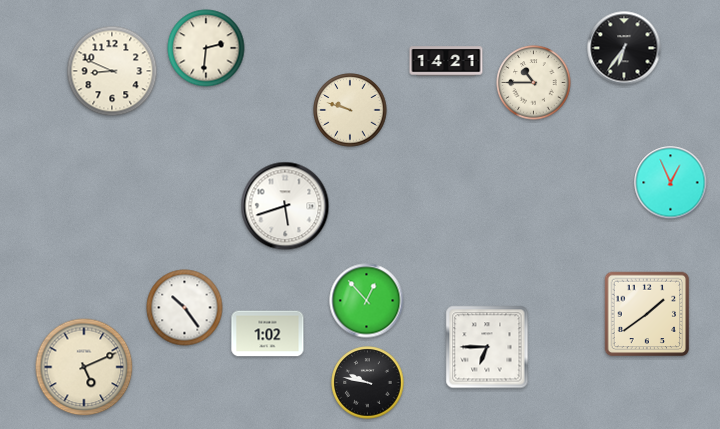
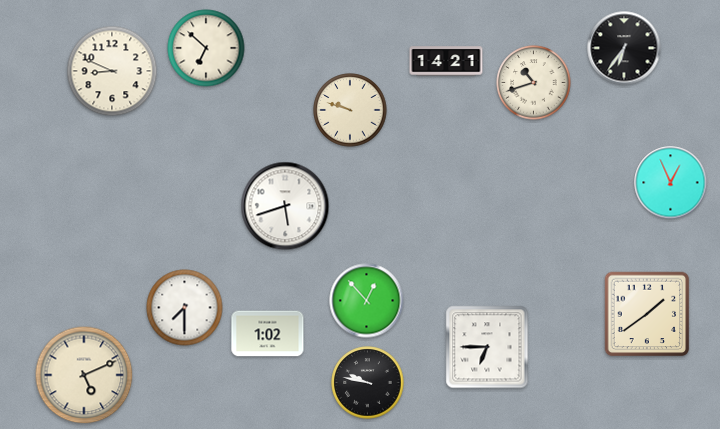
clock at (206, 48): 2:31 -> 6:52
clock at (534, 83): 10:45 -> 10:42
clock at (185, 308): 10:24 -> 7:30
clock at (84, 367) position: (84, 367) -> (84, 375)
